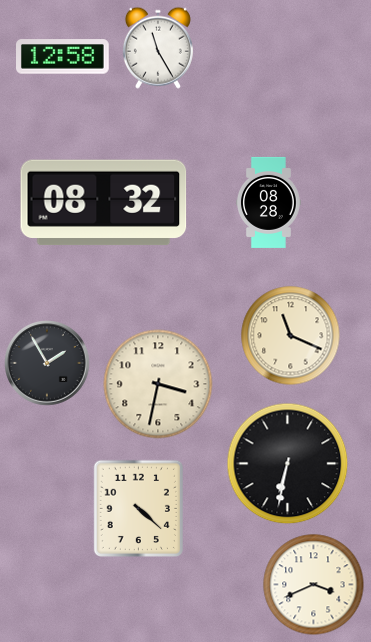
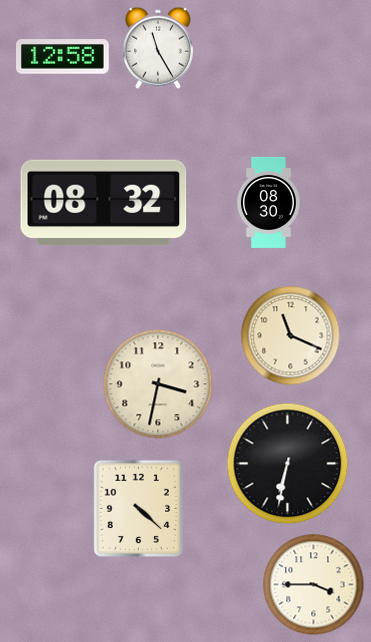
clock at (269, 202): 08:28 -> 08:30
clock at (47, 363): 1:55 -> none
clock at (314, 585): 3:41 -> 3:45
